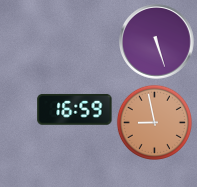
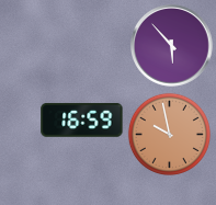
clock at (157, 42): 5:27 -> 5:53
clock at (154, 122): 8:58 -> 9:58
